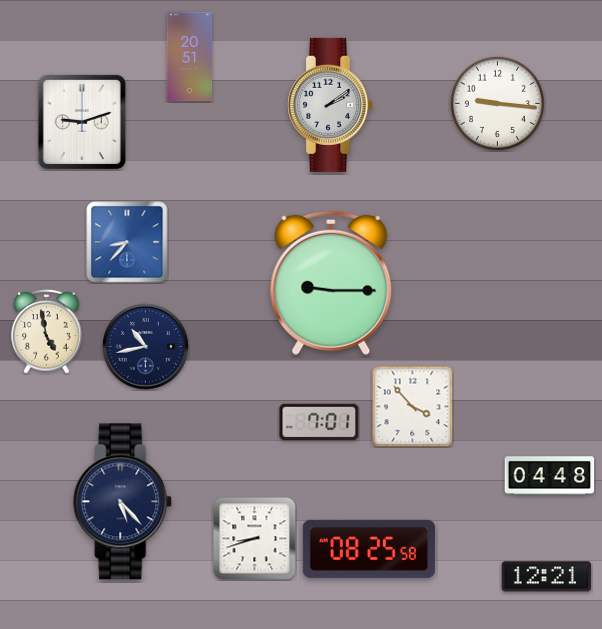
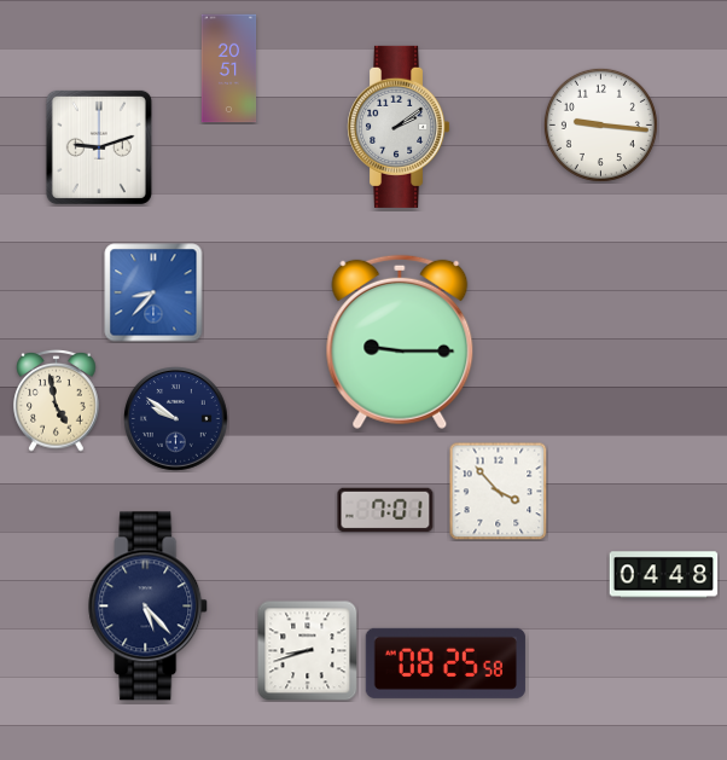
clock at (146, 347): 10:43 -> 9:51
clock at (547, 577): 12:21 -> none
